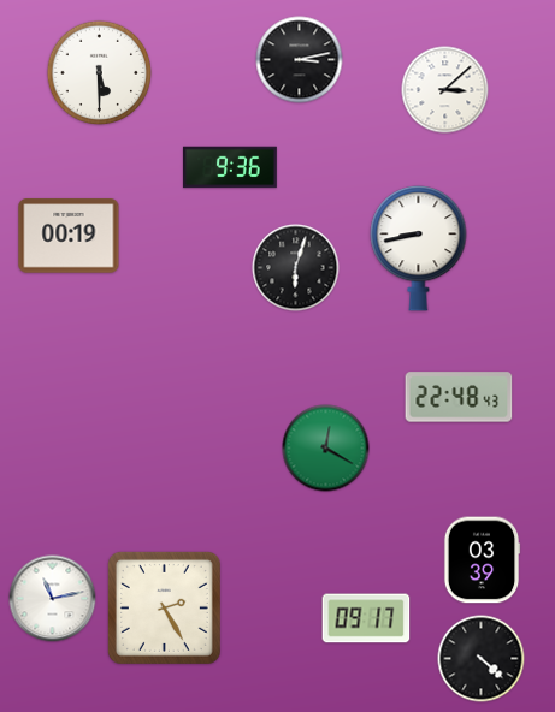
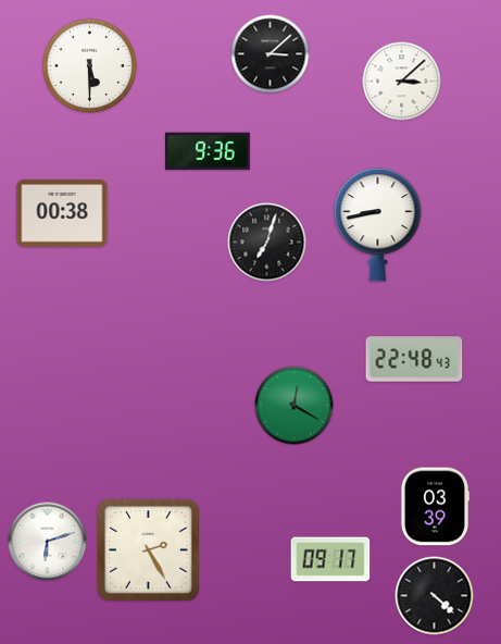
clock at (300, 60): 3:13 -> 3:08
clock at (69, 236): 00:19 -> 00:38
clock at (296, 268): 6:03 -> 7:03
clock at (53, 599): 11:13 -> 6:12
